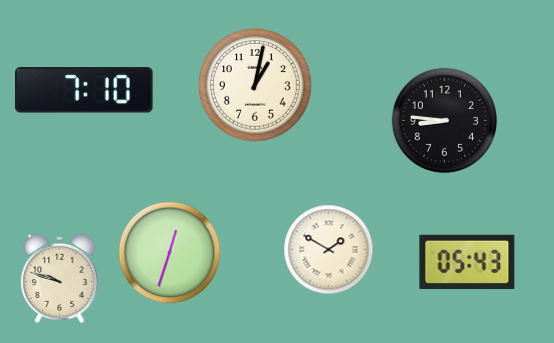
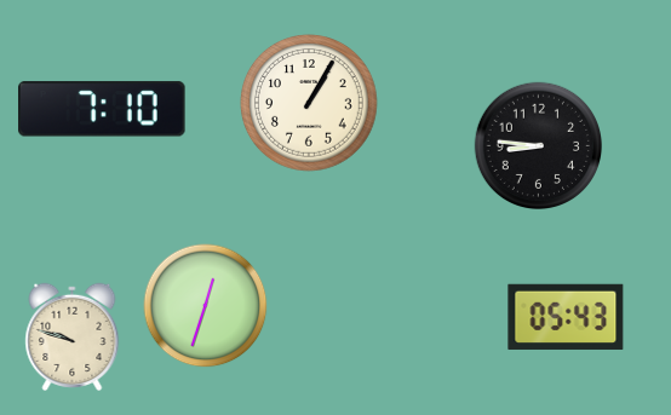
clock at (256, 86): 1:02 -> 1:05
clock at (329, 250): 1:50 -> none
